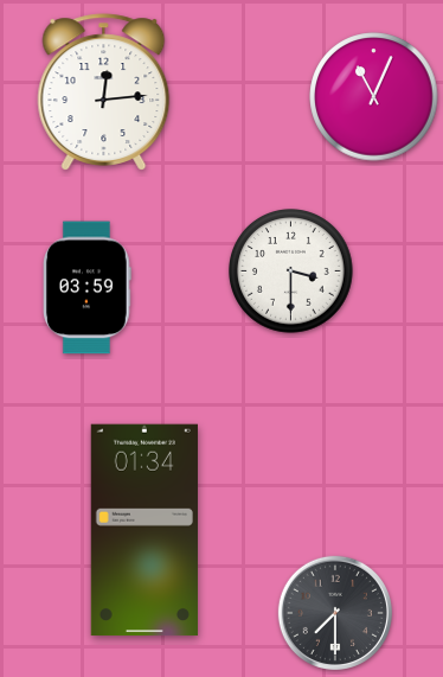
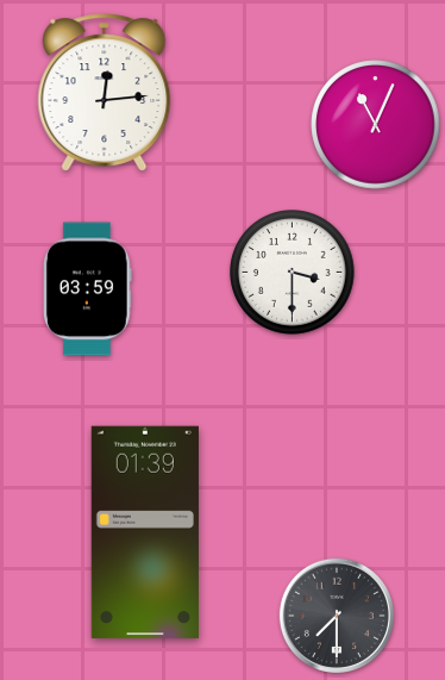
clock at (374, 97) position: (374, 97) -> (376, 125)
clock at (145, 530): 01:34 -> 01:39
